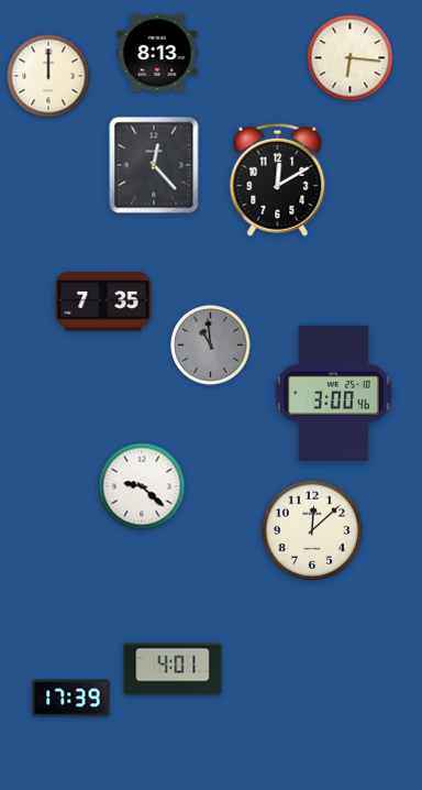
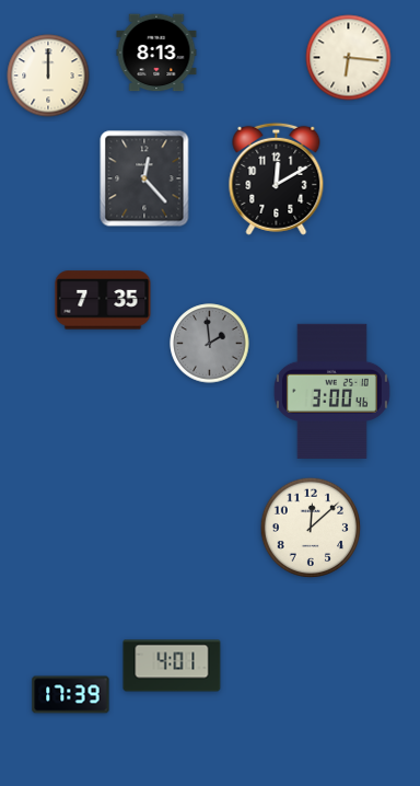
clock at (154, 165) position: (154, 165) -> (144, 178)
clock at (211, 345): 10:59 -> 1:59
clock at (142, 486): 9:22 -> none
